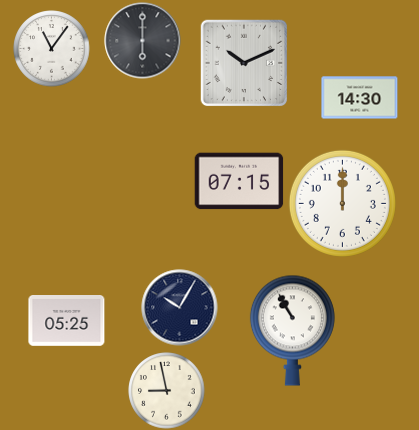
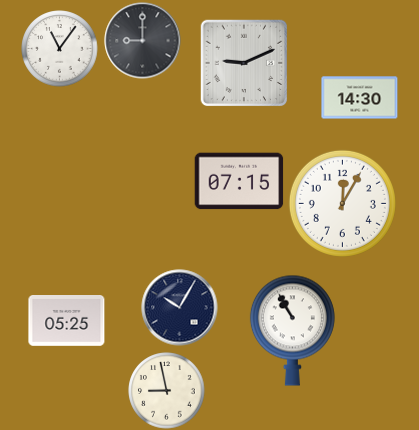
clock at (143, 41): 6:00 -> 9:00
clock at (52, 49) position: (52, 49) -> (60, 49)
clock at (244, 63): 10:11 -> 9:11
clock at (342, 203): 12:00 -> 12:05
